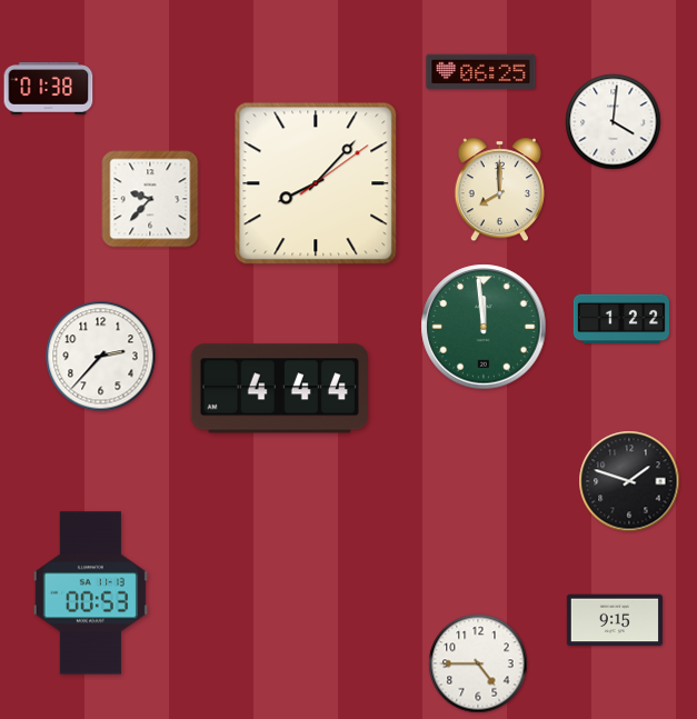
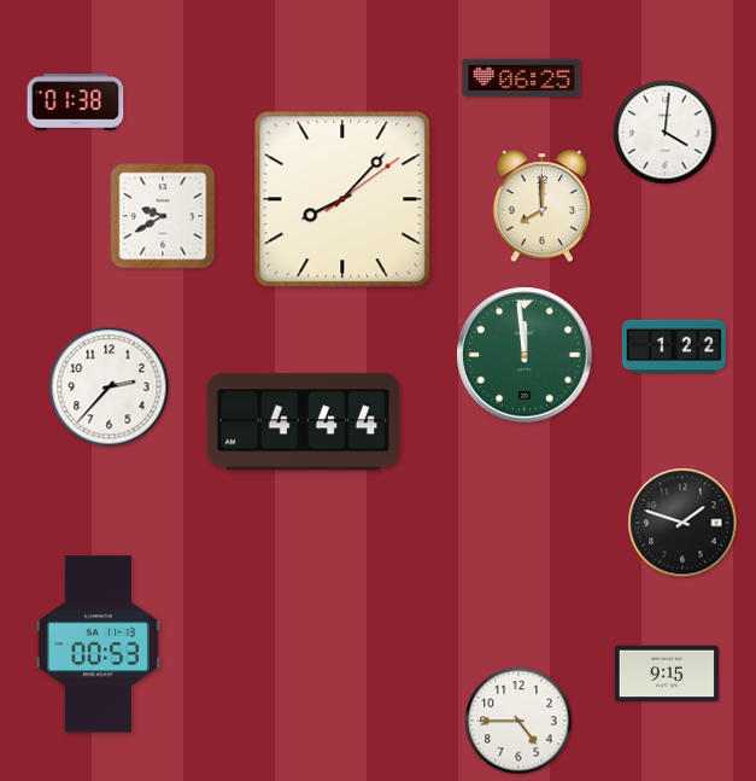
clock at (49, 89) position: (49, 89) -> (76, 103)
clock at (150, 199): 9:37 -> 9:40
